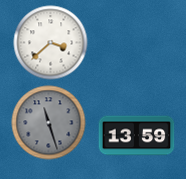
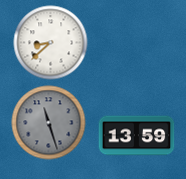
clock at (51, 43): 3:38 -> 8:38
